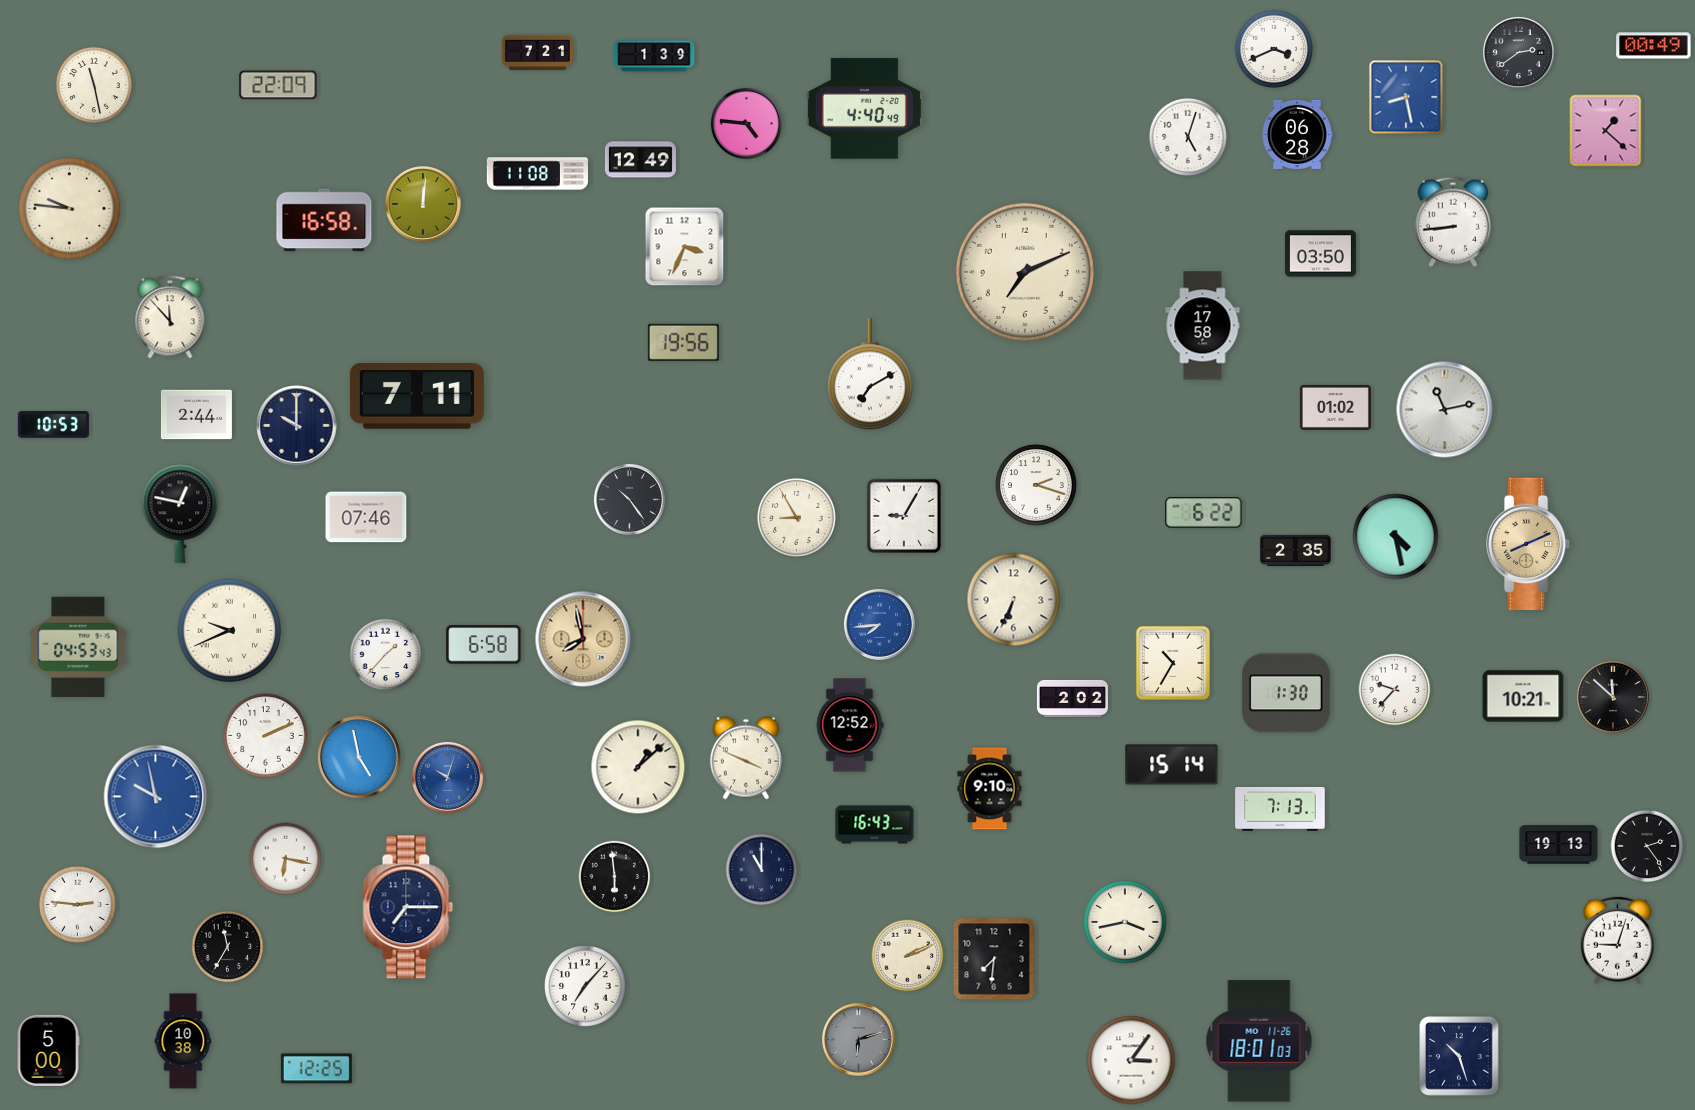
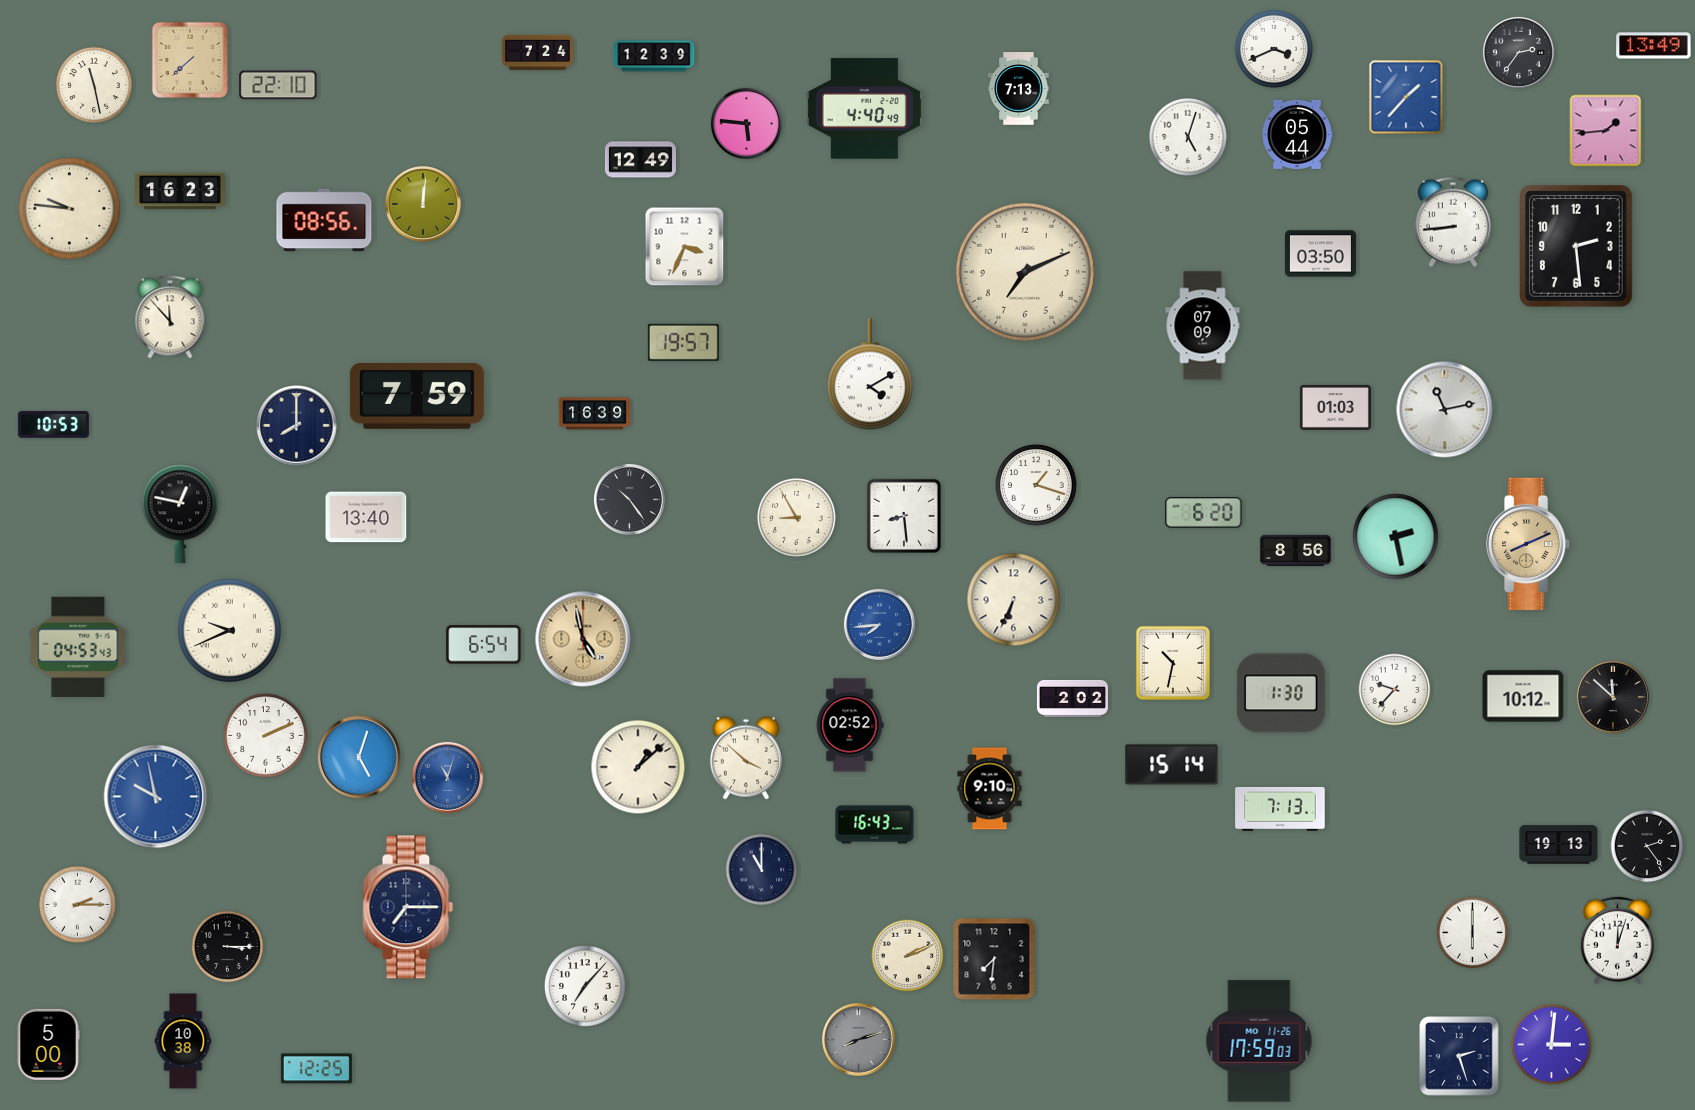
clock at (1654, 46): 00:49 -> 13:49
clock at (1518, 52): 2:39 -> 2:36
clock at (537, 53): 7:21 -> 7:24
clock at (654, 56): 1:39 -> 12:39
clock at (190, 60): none -> 7:38
clock at (278, 85): 22:09 -> 22:10
clock at (1019, 89): none -> 7:13
clock at (1406, 97): 8:28 -> 1:37
clock at (746, 123): 4:46 -> 5:46
clock at (1606, 131): 1:22 -> 1:44
clock at (1297, 134): 06:28 -> 05:44
clock at (537, 174): 11:08 -> none
clock at (180, 191): none -> 16:23
clock at (324, 220): 16:58 -> 08:56
clock at (1577, 247): none -> 2:29
clock at (1203, 326): 17:58 -> 07:09
clock at (683, 342): 19:56 -> 19:57
clock at (870, 375): 7:10 -> 4:10
clock at (417, 397): 7:11 -> 7:59
clock at (1335, 407): 01:02 -> 01:03
clock at (594, 414): none -> 16:39
clock at (196, 415): 2:44 -> none
clock at (297, 426): 10:00 -> 8:00
clock at (1036, 485): 2:18 -> 1:18
clock at (1204, 513): 6:22 -> 6:20
clock at (904, 516): 9:05 -> 8:29
clock at (366, 517): 07:46 -> 13:40
clock at (1396, 537): 4:28 -> 2:28
clock at (1295, 551): 2:35 -> 8:56
clock at (583, 639): 7:58 -> 4:58
clock at (484, 645): 6:58 -> 6:54
clock at (386, 655): 1:37 -> none
clock at (1173, 663): 10:35 -> 10:32
clock at (1286, 693) position: (1286, 693) -> (1281, 693)
clock at (1523, 696): 10:21 -> 10:12
clock at (850, 725): 12:52 -> 02:52
clock at (359, 757): 4:58 -> 5:03
clock at (746, 758): 3:49 -> 3:52
clock at (447, 777): 10:03 -> 11:03
clock at (286, 859): 6:17 -> none
clock at (615, 877): 5:59 -> none
clock at (77, 904): 2:46 -> 2:15
clock at (1125, 922): 3:43 -> none
clock at (1473, 933): none -> 6:00
clock at (1617, 941): 9:03 -> 12:03
clock at (228, 947): 11:35 -> 3:15
clock at (858, 1039): 6:12 -> 8:12
clock at (1259, 1041): 18:01 -> 17:59
clock at (1552, 1045): none -> 3:01
clock at (48, 1050) position: (48, 1050) -> (48, 1044)
clock at (1459, 1056): 10:27 -> 2:27
clock at (1131, 1060): 3:06 -> none
